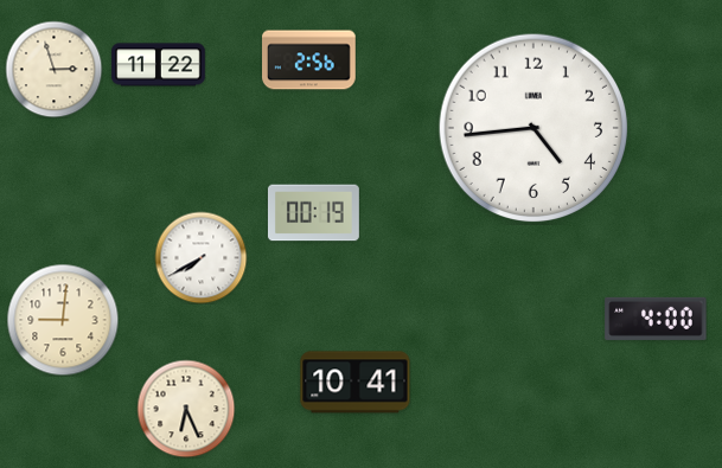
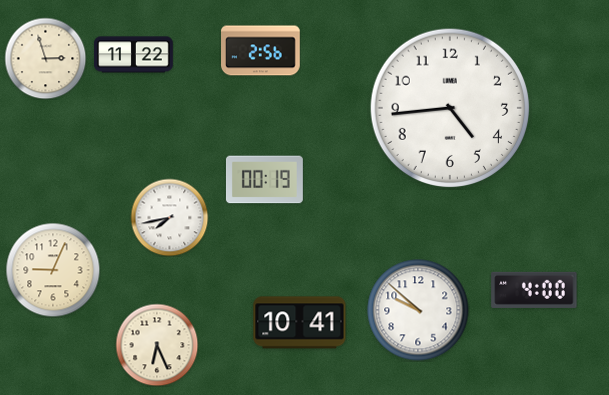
clock at (200, 257): 7:40 -> 7:43
clock at (656, 319) position: (656, 319) -> (534, 290)
clock at (63, 320): 9:01 -> 9:04
clock at (418, 310): none -> 9:52
